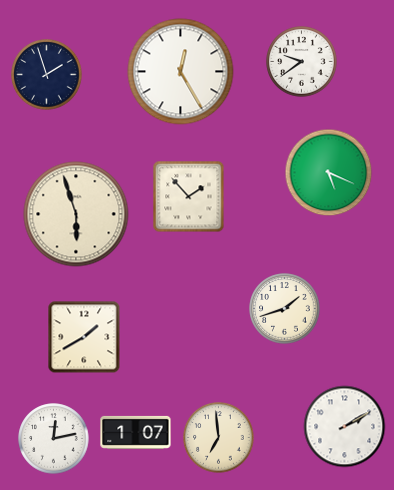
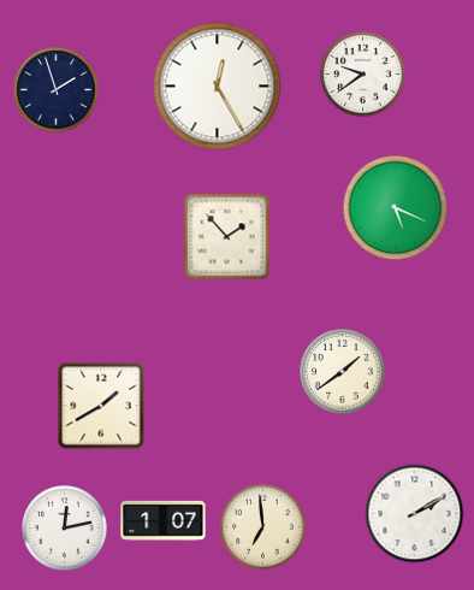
clock at (76, 214): 5:57 -> none
clock at (285, 309): 1:42 -> 1:39
